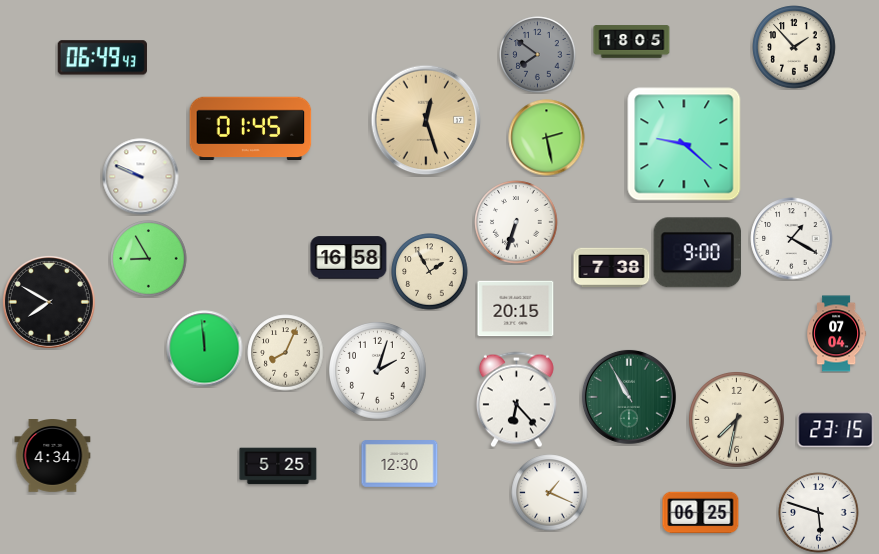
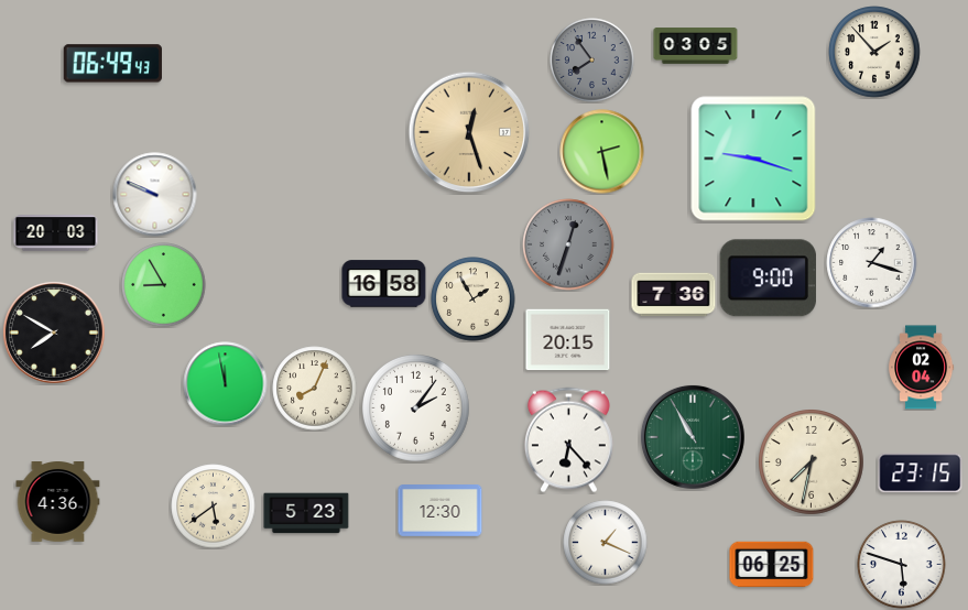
clock at (632, 42): 18:05 -> 03:05
clock at (538, 55): 7:51 -> 7:54
clock at (251, 129): 01:45 -> none
clock at (684, 144): 9:22 -> 9:18
clock at (56, 233): none -> 20:03
clock at (516, 222): 6:33 -> 12:33
clock at (516, 222) dial: white -> grey
clock at (792, 239): 1:20 -> 1:18
clock at (612, 268): 7:38 -> 7:36
clock at (837, 334): 07:04 -> 02:04
clock at (205, 349): 11:59 -> 11:58
clock at (378, 371): 2:03 -> 2:06
clock at (53, 456): 4:34 -> 4:36
clock at (214, 506): none -> 5:39
clock at (278, 466): 5:25 -> 5:23
